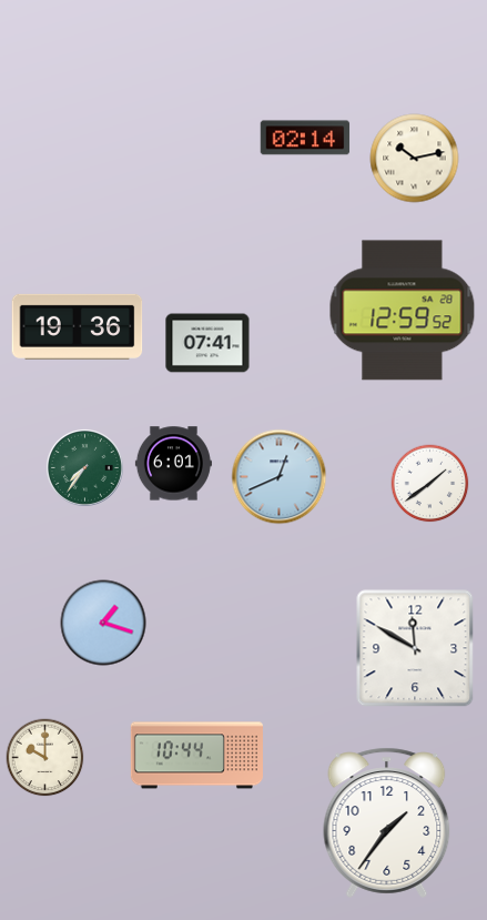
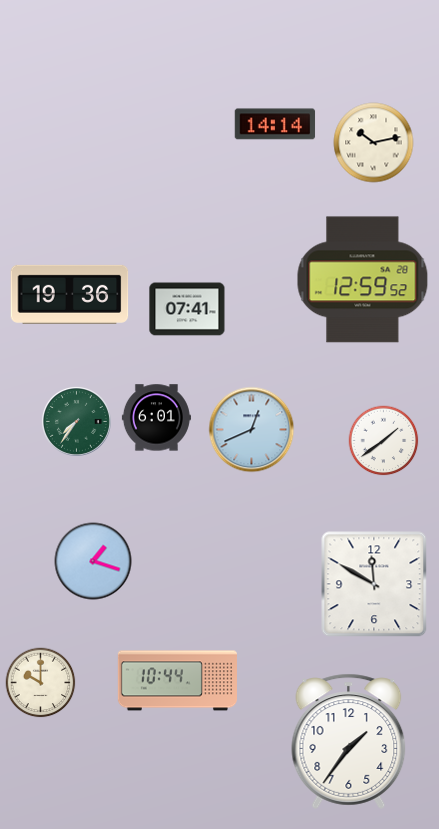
clock at (305, 138): 02:14 -> 14:14
clock at (430, 484) position: (430, 484) -> (384, 441)
